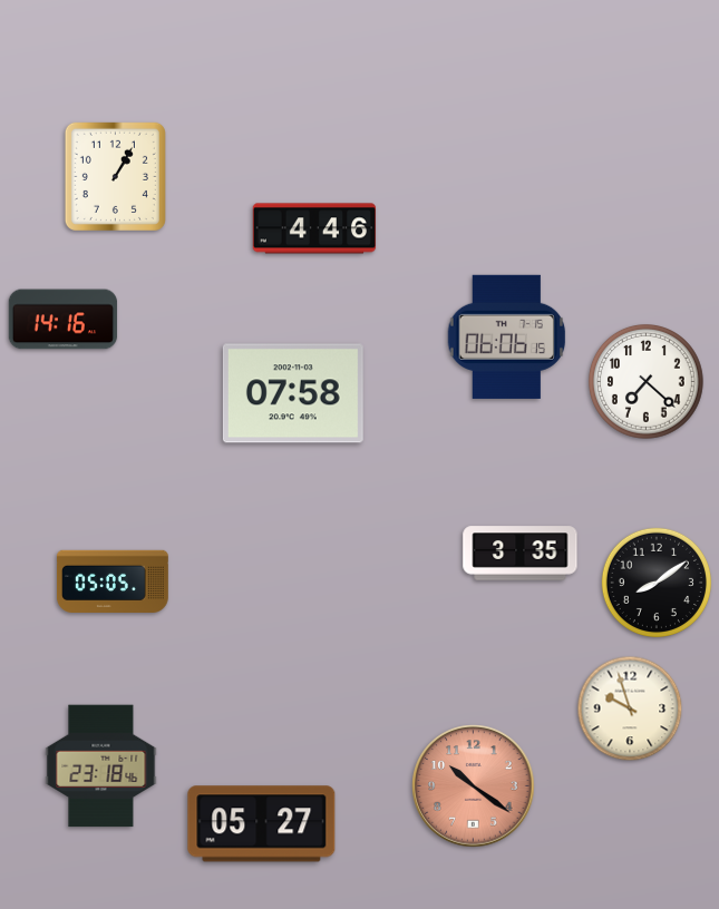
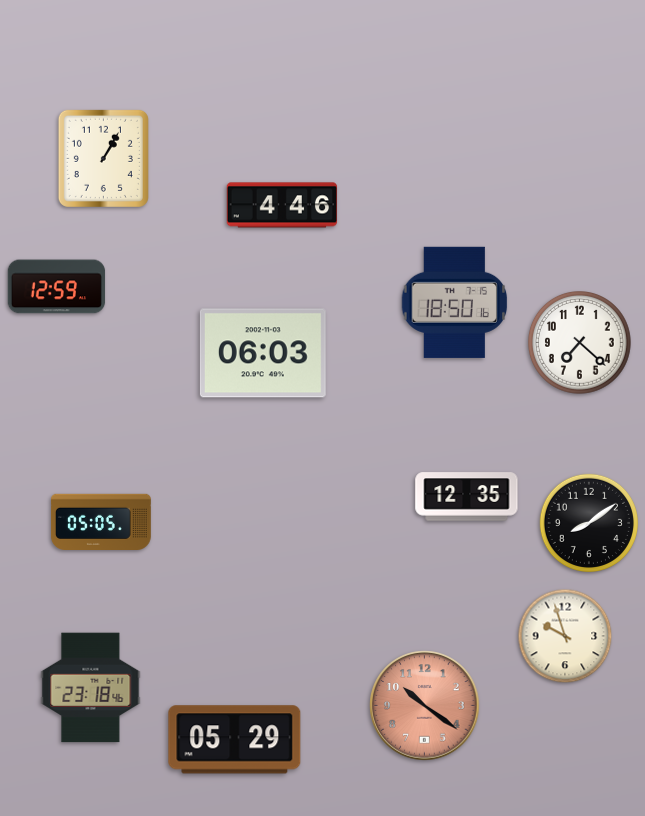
clock at (64, 320): 14:16 -> 12:59
clock at (507, 336): 06:06 -> 18:50
clock at (293, 393): 07:58 -> 06:03
clock at (521, 554): 3:35 -> 12:35
clock at (262, 824): 05:27 -> 05:29
